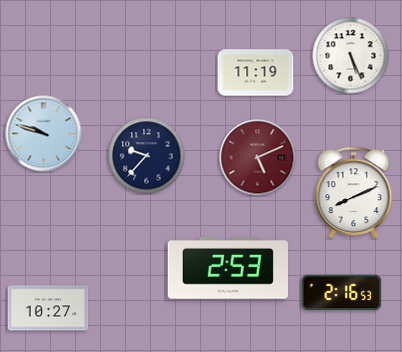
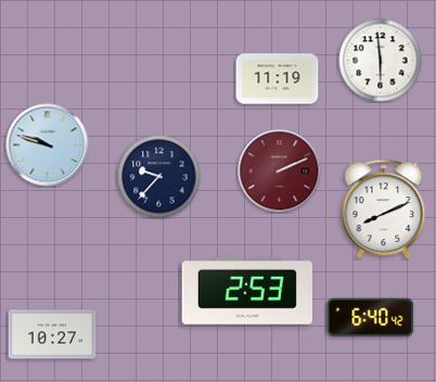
clock at (351, 56): 5:26 -> 5:59
clock at (147, 156) position: (147, 156) -> (159, 177)
clock at (258, 158): 5:11 -> 2:11
clock at (342, 293): 2:16 -> 6:40
